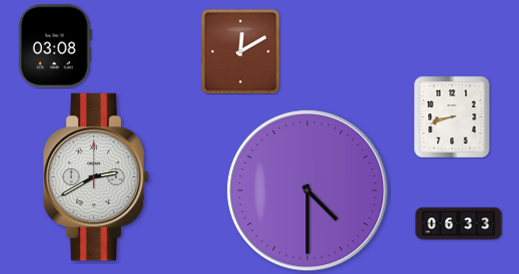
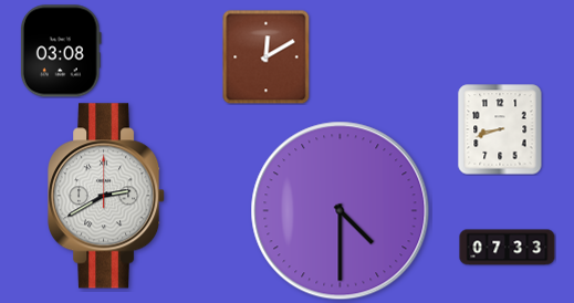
clock at (459, 224): 06:33 -> 07:33
